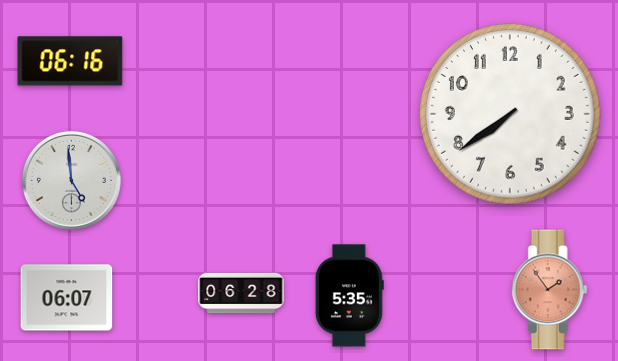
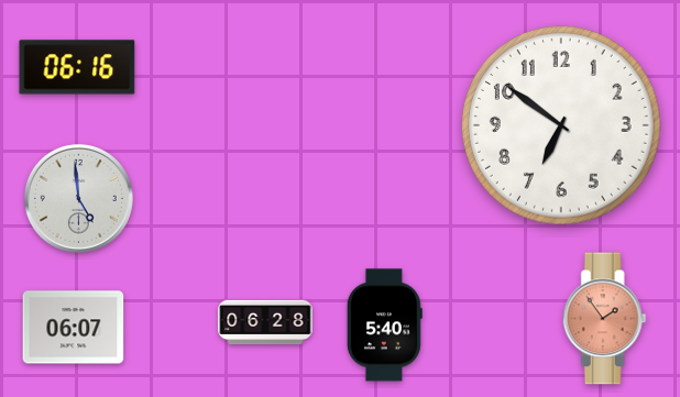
clock at (510, 114): 7:39 -> 6:51
clock at (349, 296): 5:35 -> 5:40
